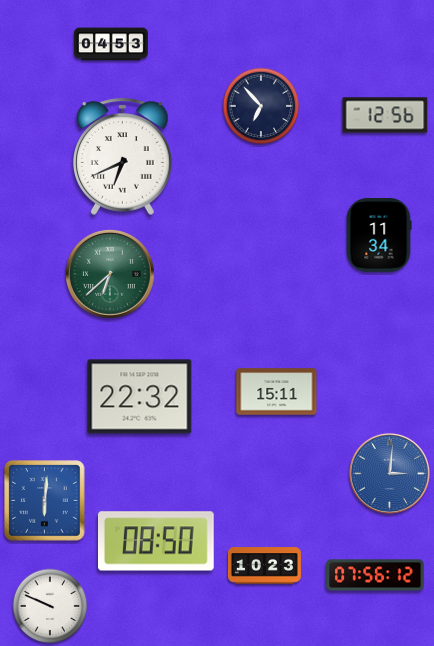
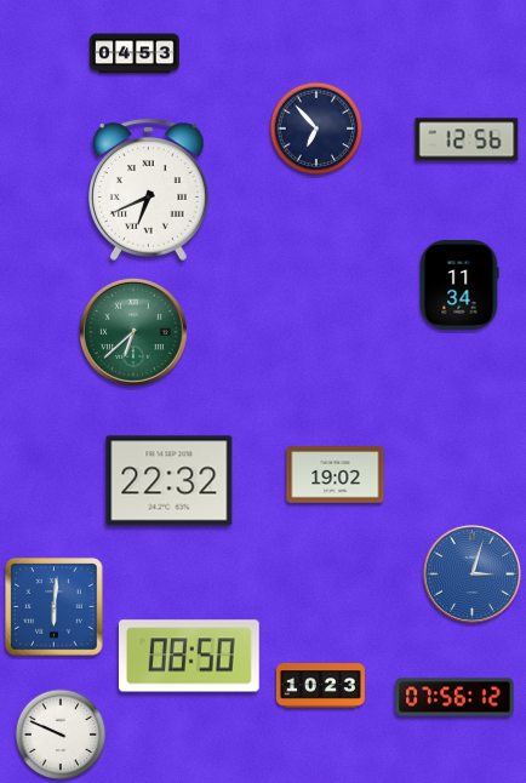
clock at (277, 392): 15:11 -> 19:02
clock at (389, 473): 3:01 -> 3:03
